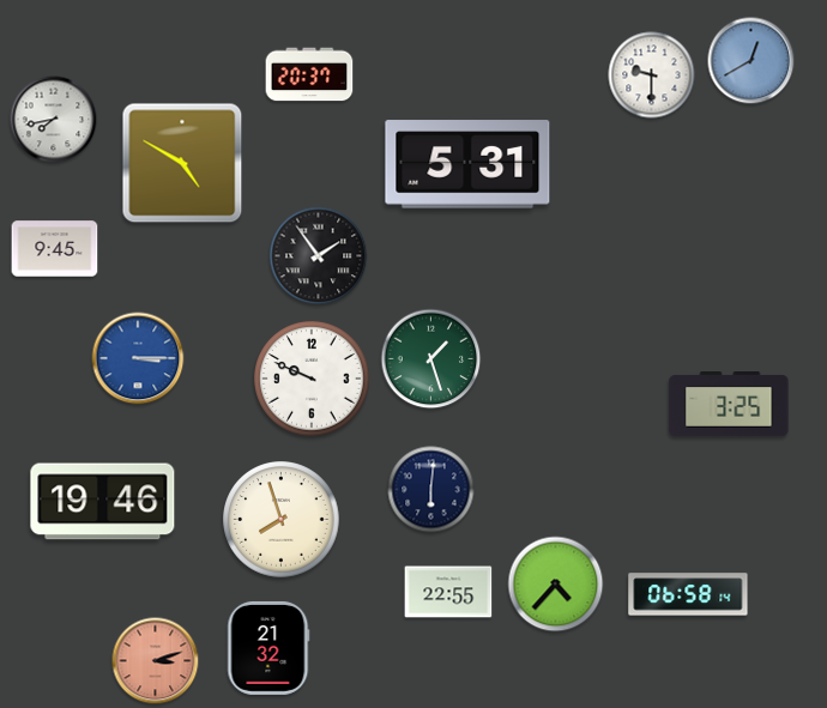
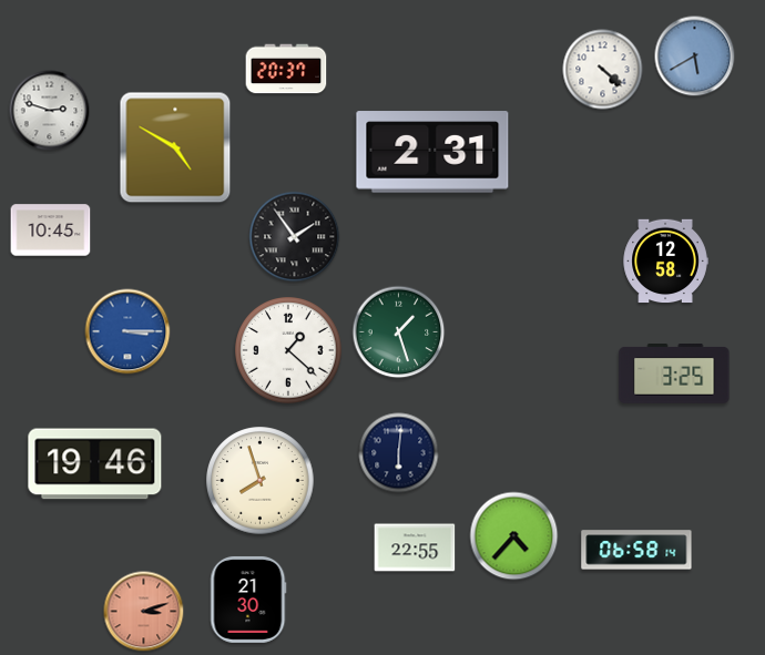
clock at (751, 61): 12:40 -> 5:40
clock at (652, 75): 9:30 -> 4:22
clock at (54, 120): 7:43 -> 2:48
clock at (182, 163) position: (182, 163) -> (175, 147)
clock at (467, 164): 5:31 -> 2:31
clock at (55, 249): 9:45 -> 10:45
clock at (665, 262): none -> 12:58
clock at (312, 379): 9:49 -> 1:22
clock at (556, 585) position: (556, 585) -> (514, 536)
clock at (268, 648): 21:32 -> 21:30
